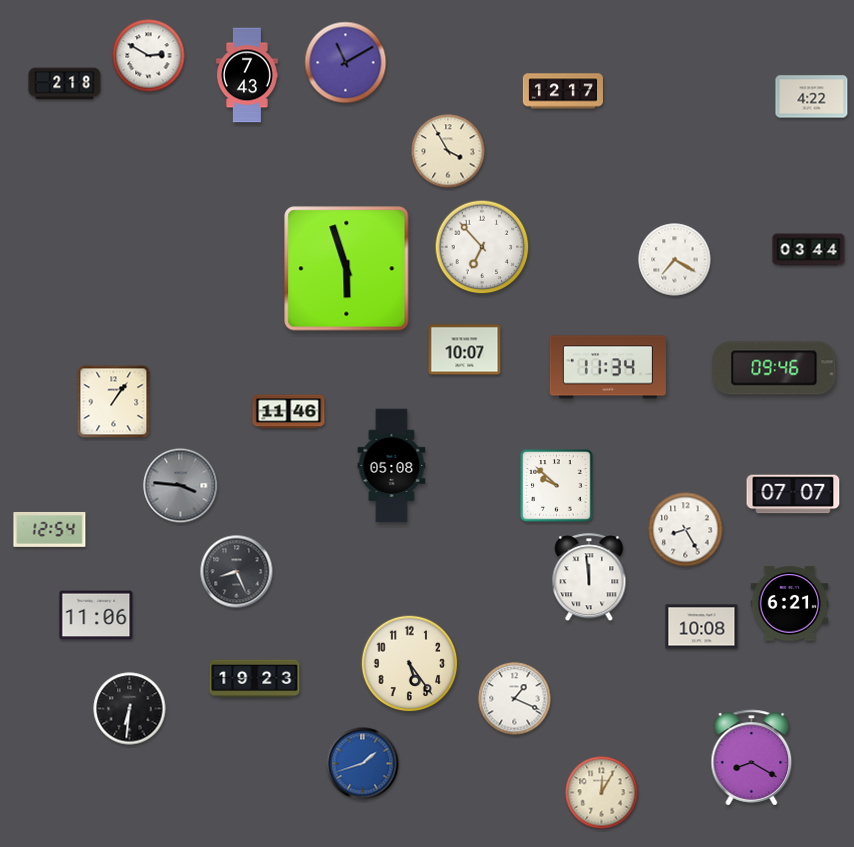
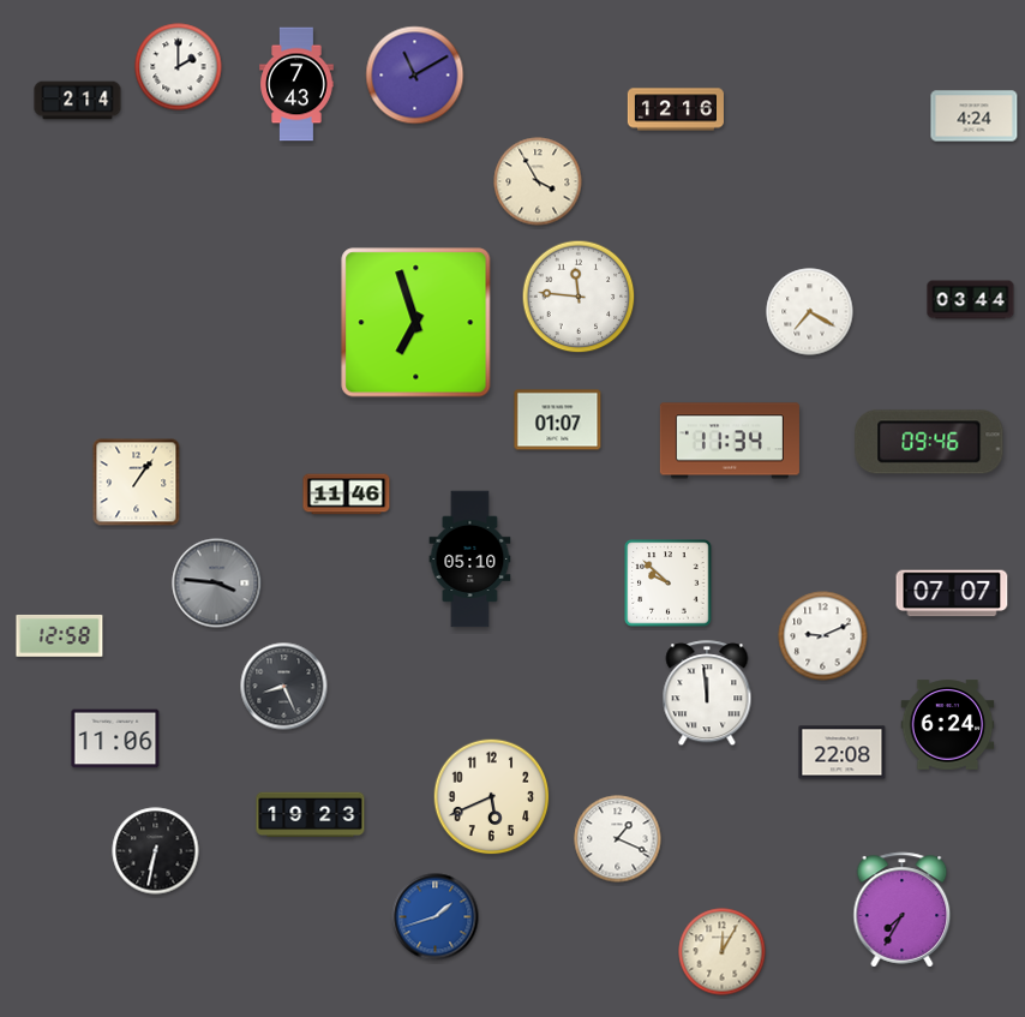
clock at (149, 56): 2:50 -> 2:00
clock at (247, 75) position: (247, 75) -> (296, 84)
clock at (65, 84): 2:18 -> 2:14
clock at (563, 91): 12:17 -> 12:16
clock at (812, 97): 4:22 -> 4:24
clock at (482, 247): 6:53 -> 11:46
clock at (347, 269): 5:57 -> 6:57
clock at (465, 350): 10:07 -> 01:07
clock at (392, 466): 05:08 -> 05:10
clock at (50, 529): 12:54 -> 12:58
clock at (686, 530): 8:25 -> 9:11
clock at (790, 604): 6:21 -> 6:24
clock at (702, 627): 10:08 -> 22:08
clock at (410, 664): 5:24 -> 5:41
clock at (255, 679) position: (255, 679) -> (311, 815)
clock at (130, 709): 6:31 -> 6:32
clock at (752, 758): 8:20 -> 7:35
